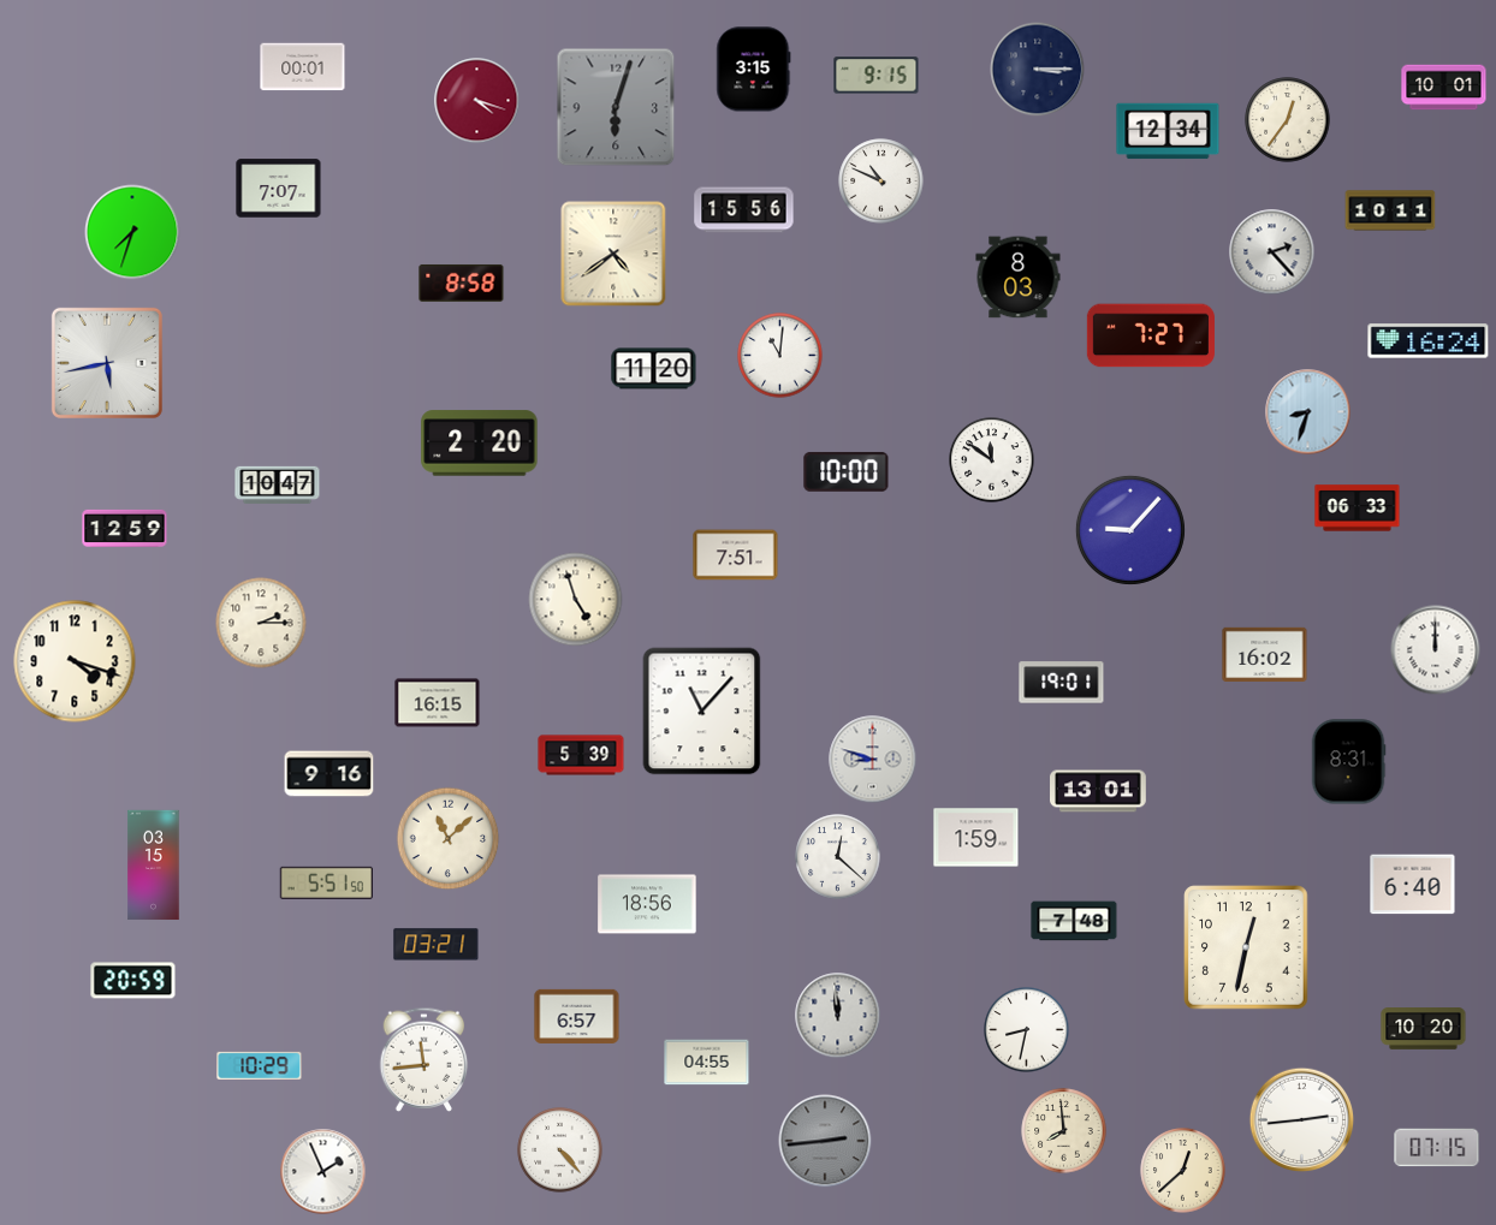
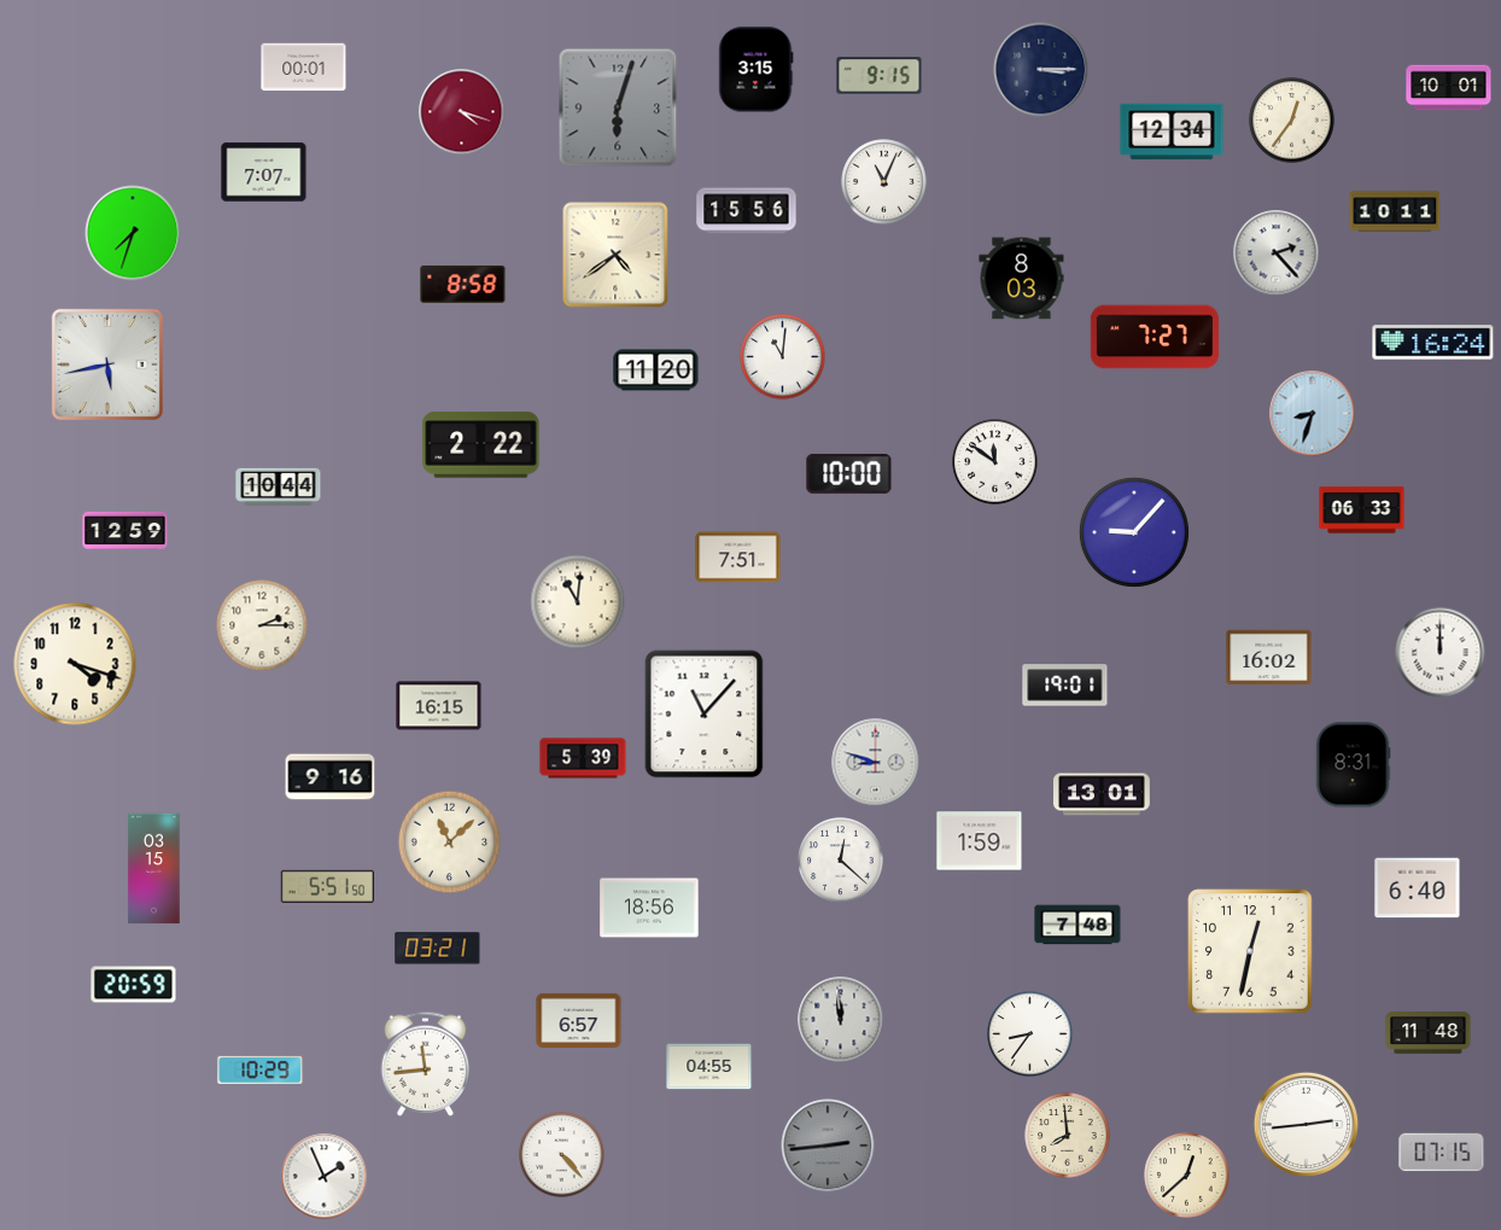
clock at (477, 101) position: (477, 101) -> (462, 112)
clock at (881, 182): 10:49 -> 11:04
clock at (279, 189) position: (279, 189) -> (264, 173)
clock at (480, 444): 2:20 -> 2:22
clock at (278, 484): 10:47 -> 10:44
clock at (576, 600): 4:57 -> 11:01
clock at (1424, 1029): 10:20 -> 11:48
clock at (1027, 1030): 8:32 -> 8:36
